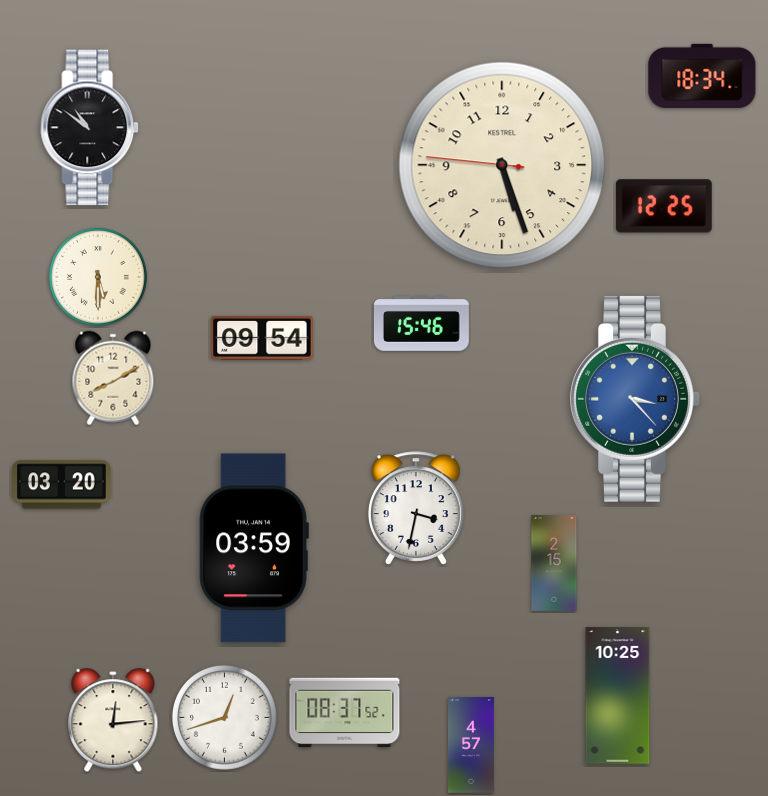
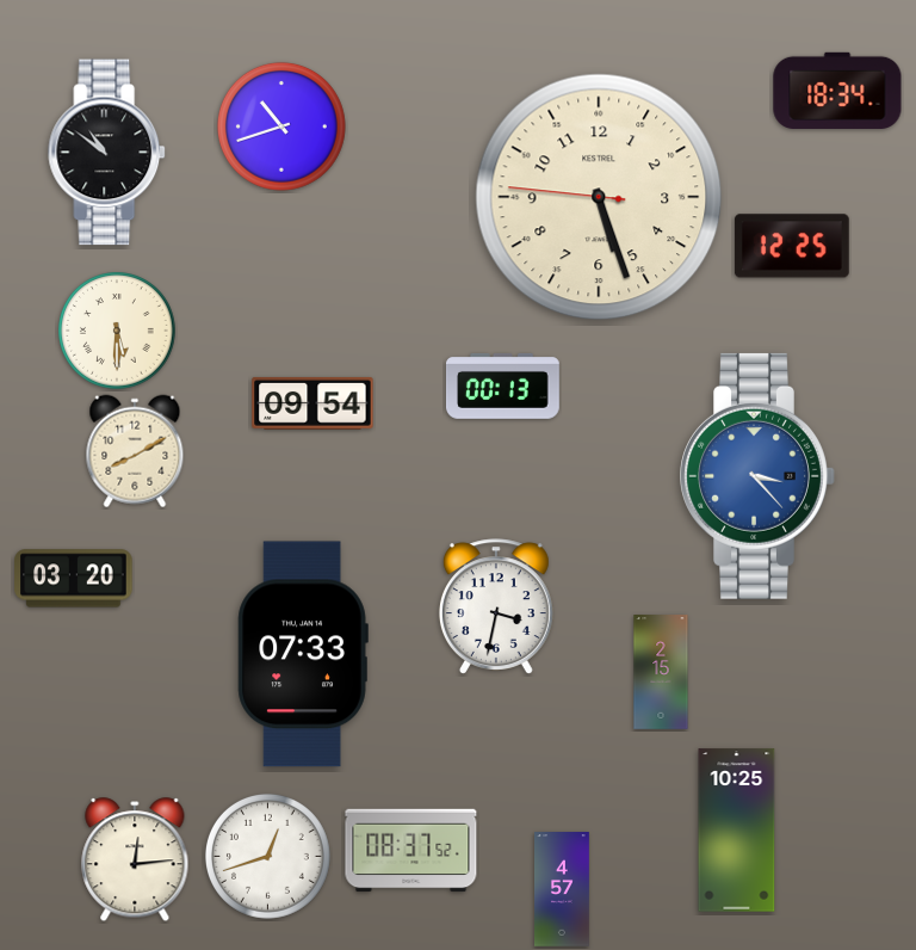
clock at (281, 127): none -> 10:42
clock at (421, 323): 15:46 -> 00:13
clock at (254, 548): 03:59 -> 07:33
